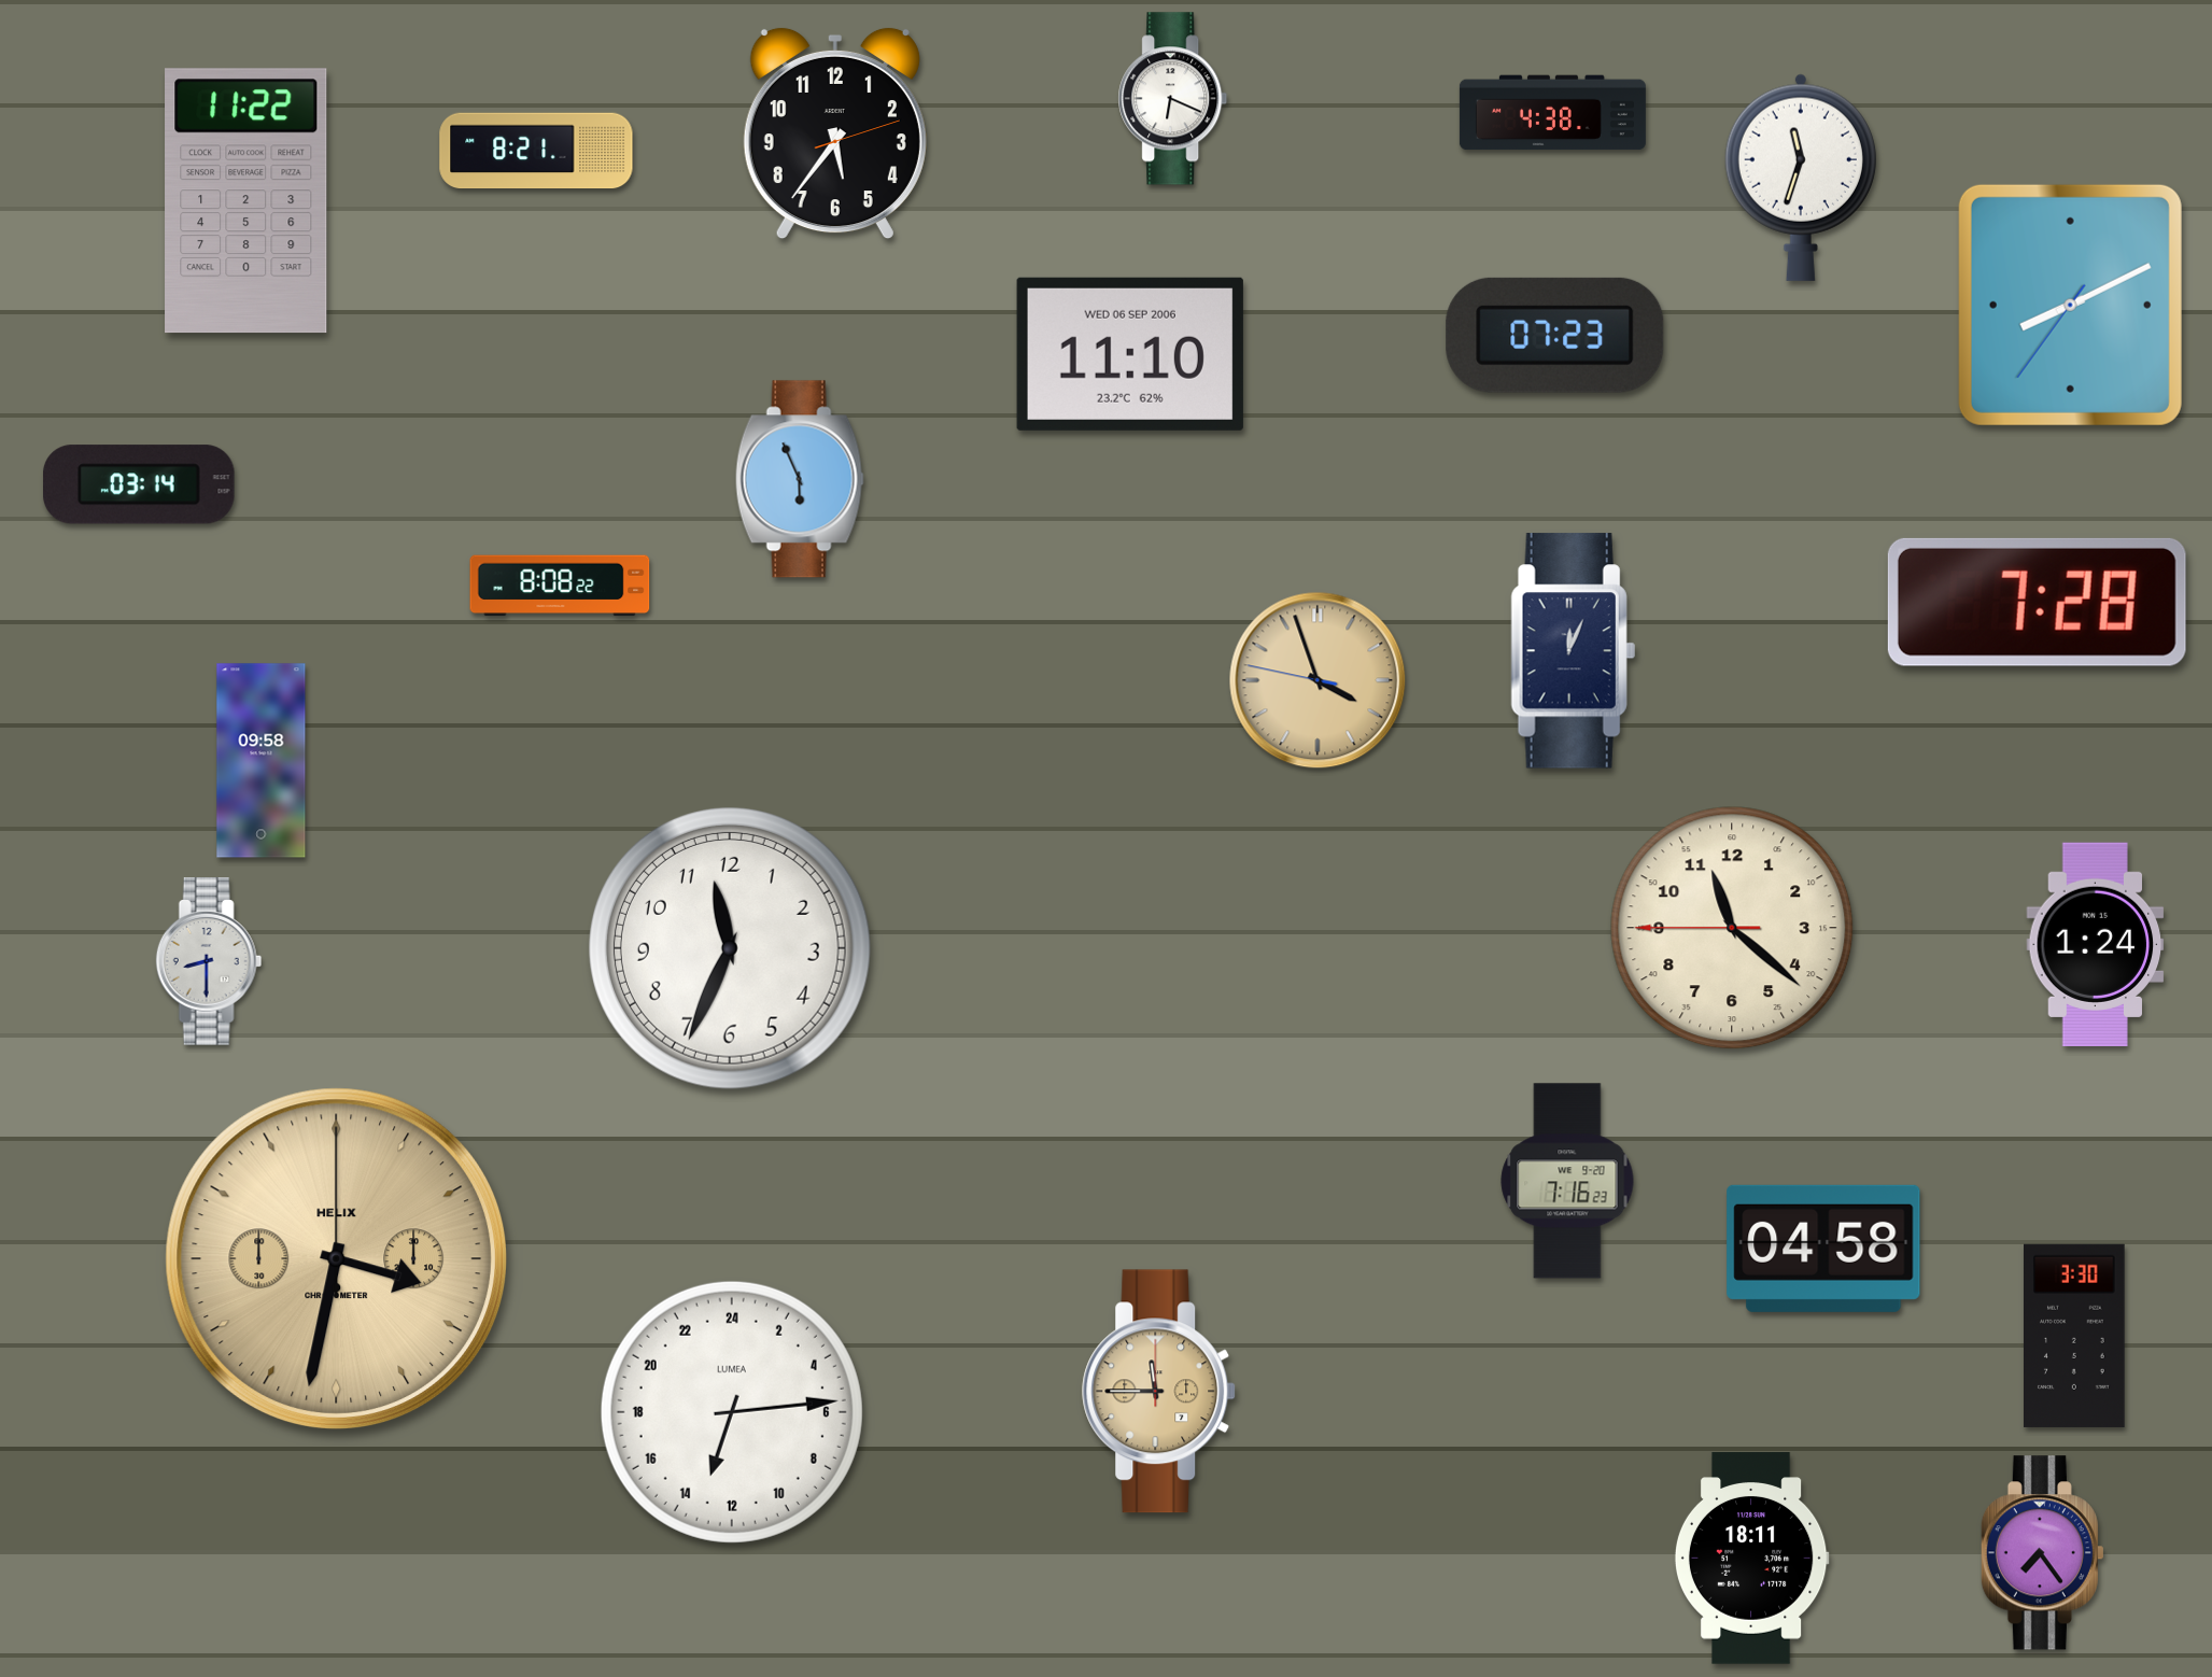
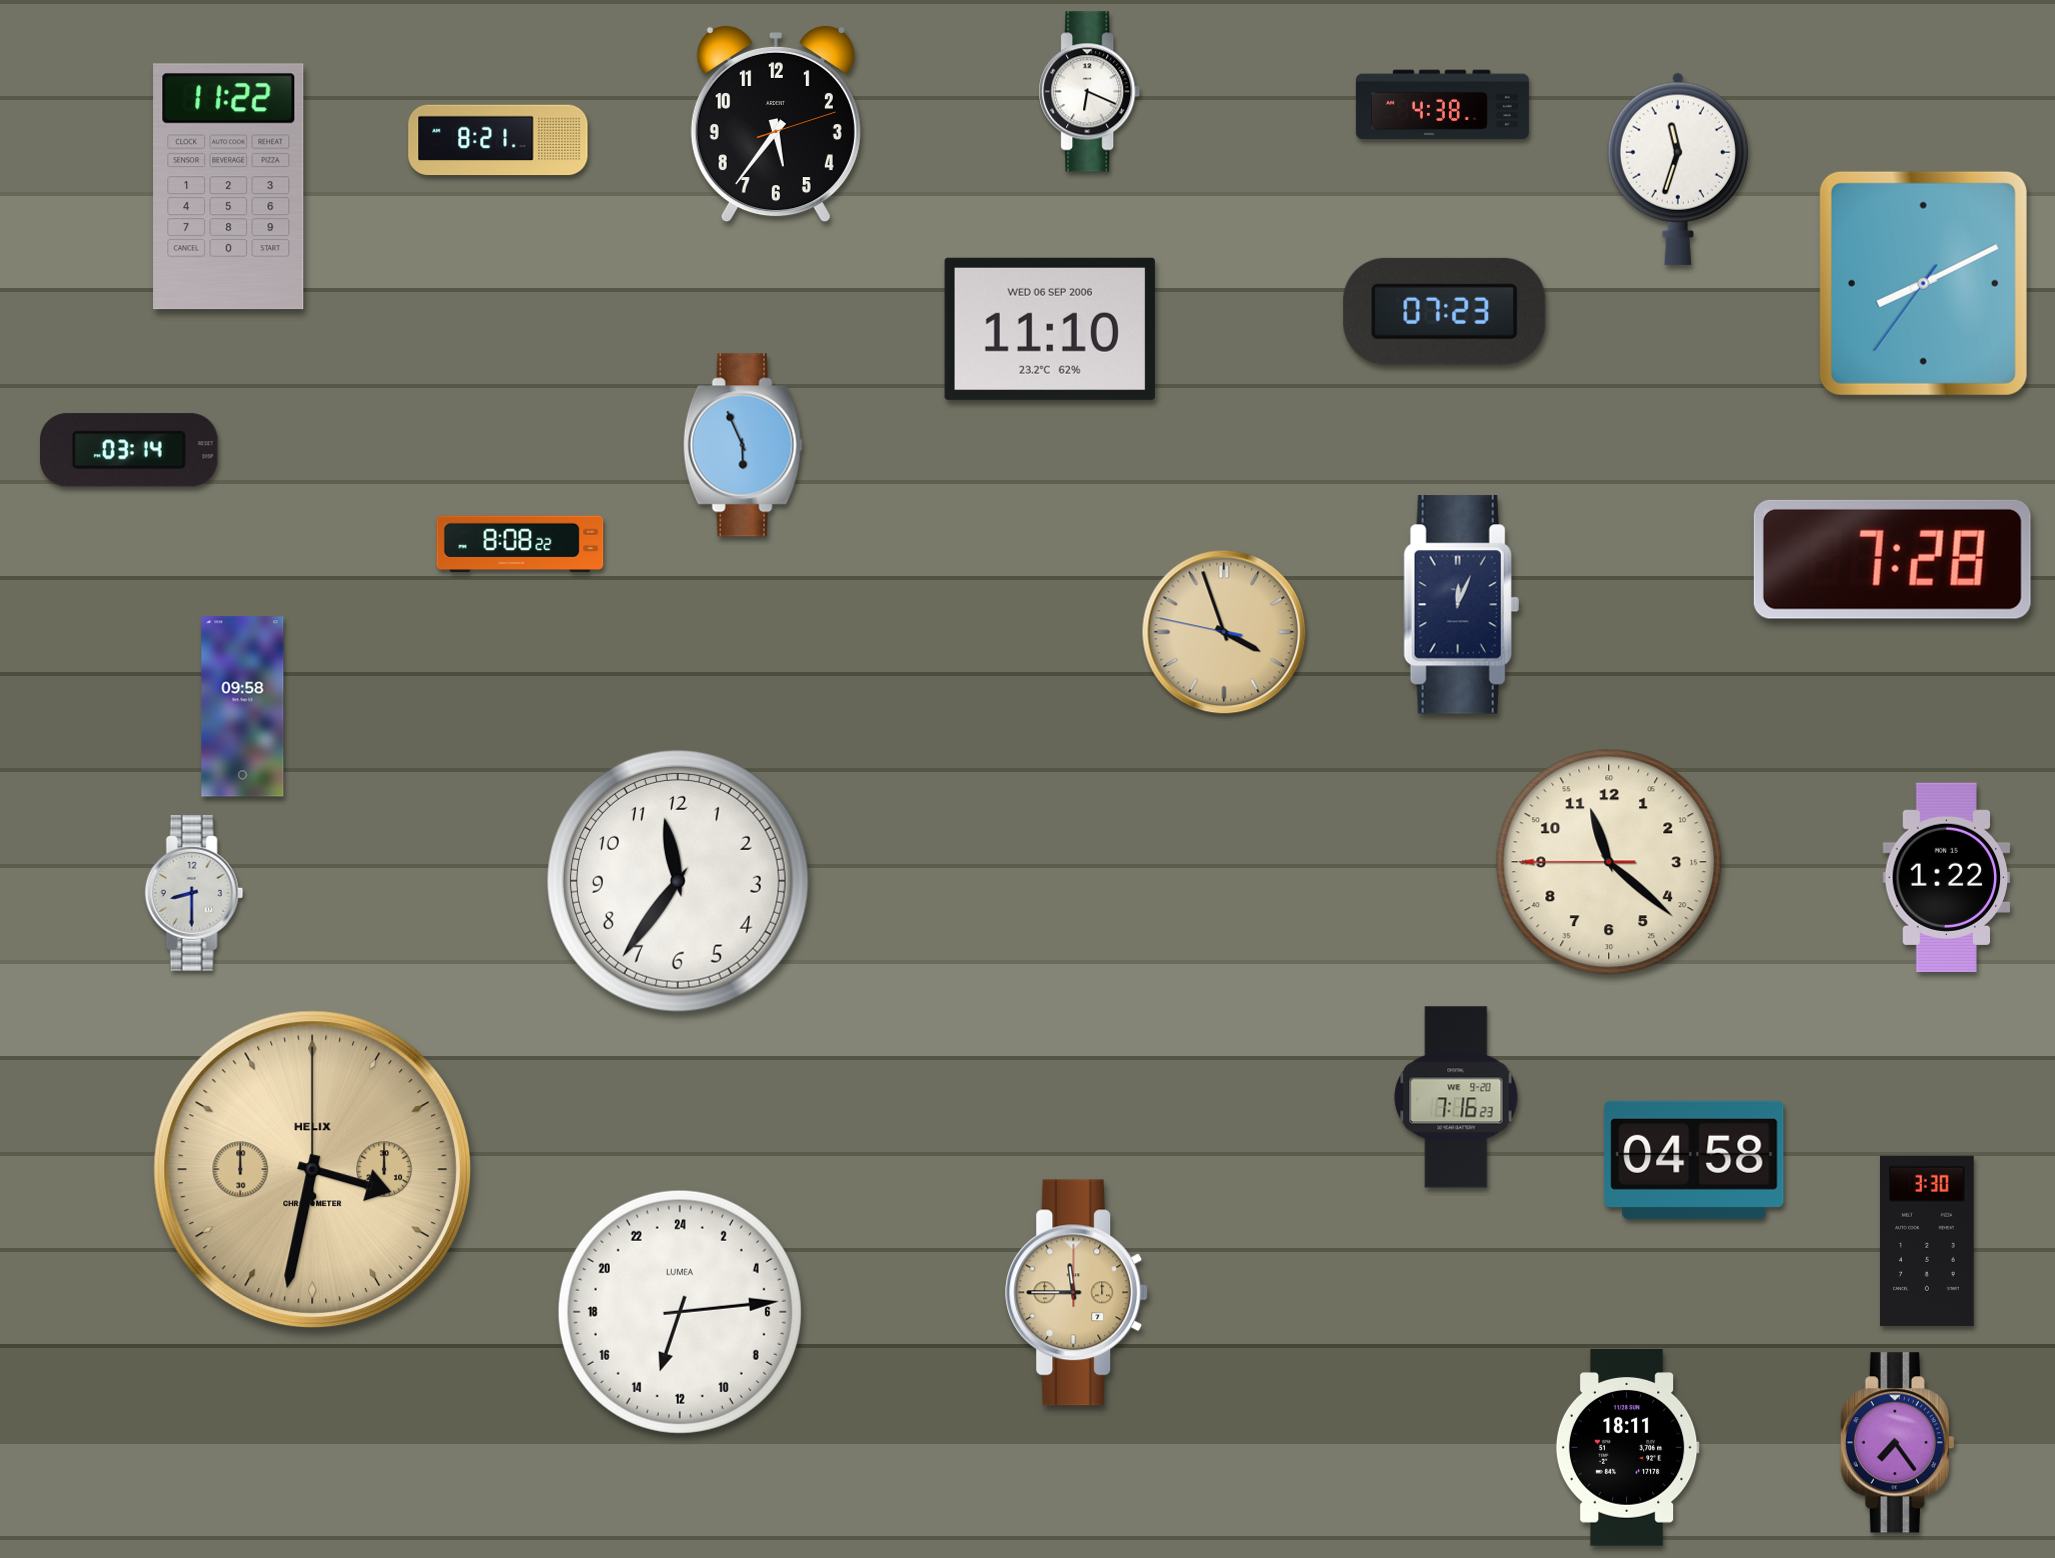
clock at (1801, 178) position: (1801, 178) -> (1678, 169)
clock at (2096, 944): 1:24 -> 1:22
clock at (730, 948): 11:34 -> 11:36
